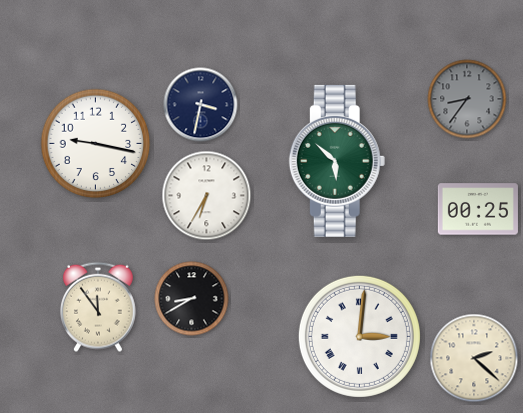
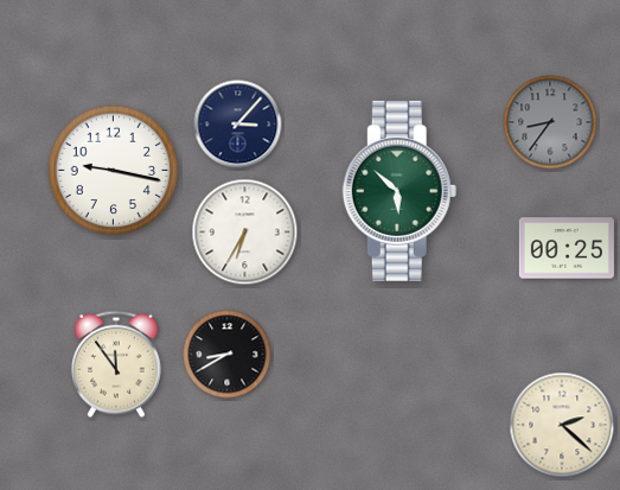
clock at (467, 99) position: (467, 99) -> (550, 122)
clock at (201, 105): 3:32 -> 3:07
clock at (359, 336): 3:01 -> none
